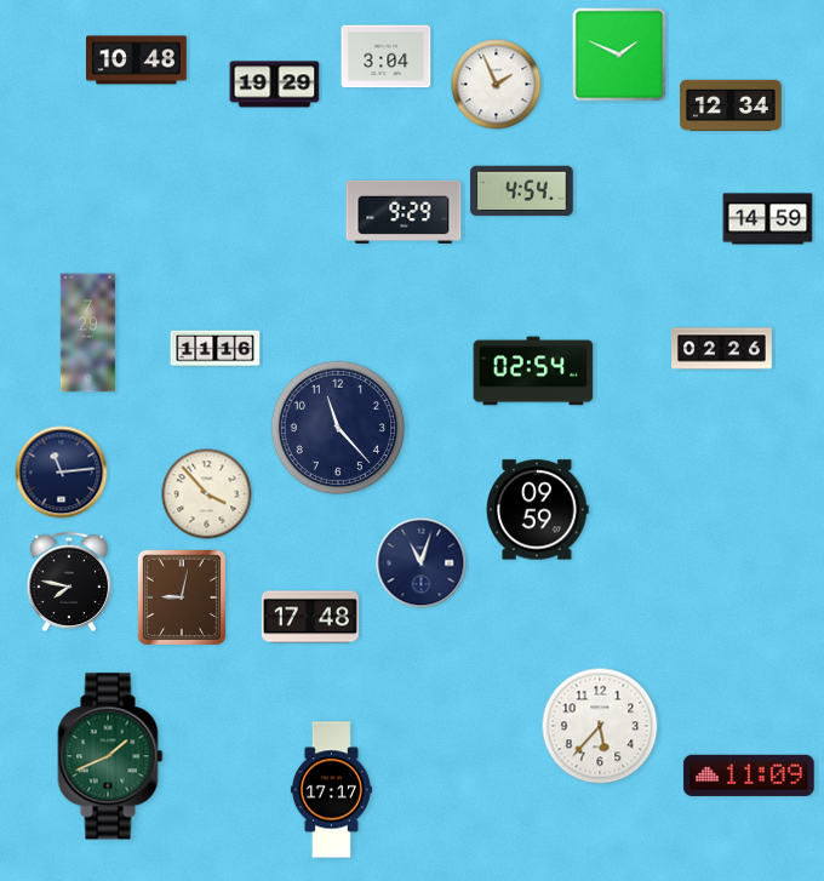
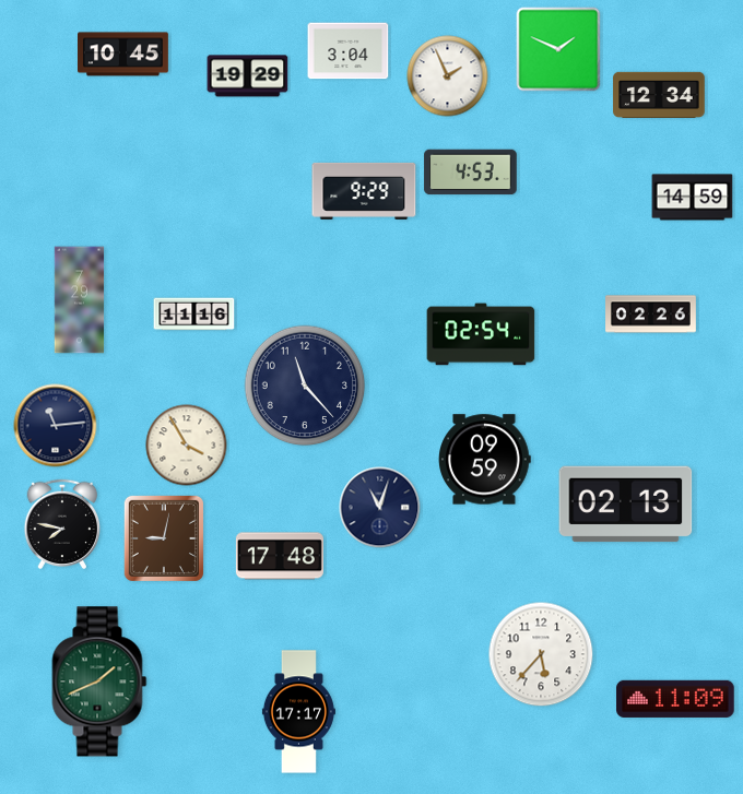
clock at (137, 61): 10:48 -> 10:45
clock at (522, 191): 4:54 -> 4:53
clock at (207, 494): 3:53 -> 3:55
clock at (626, 505): none -> 02:13
